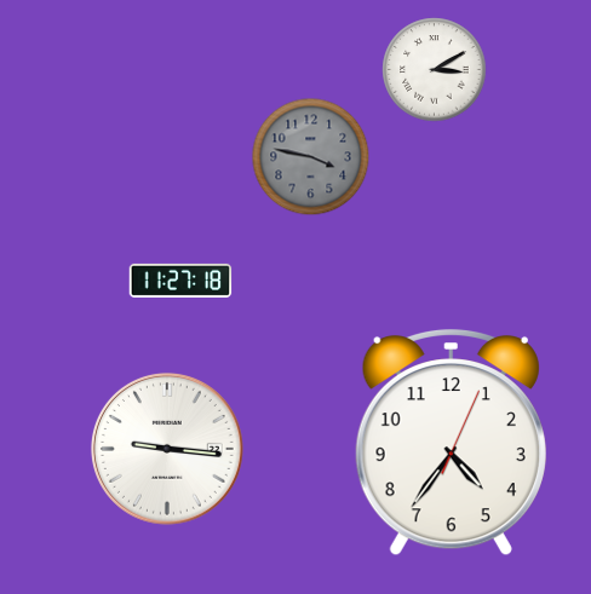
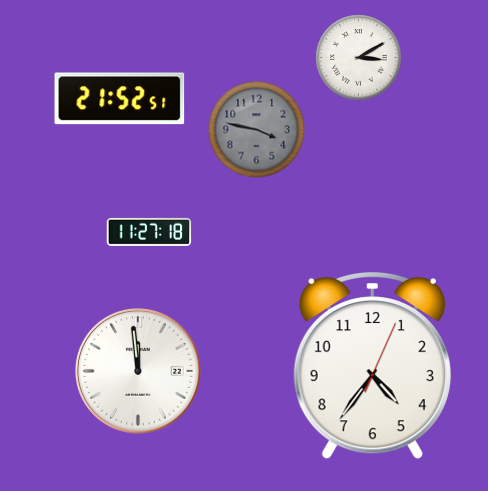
clock at (120, 99): none -> 21:52
clock at (167, 449): 9:16 -> 11:59
